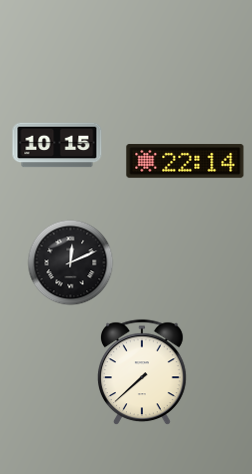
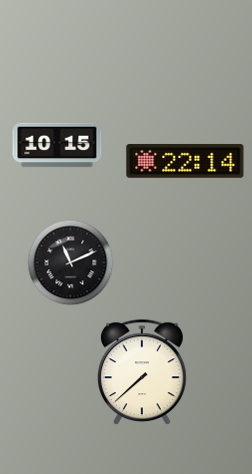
clock at (71, 263): 12:11 -> 11:11
